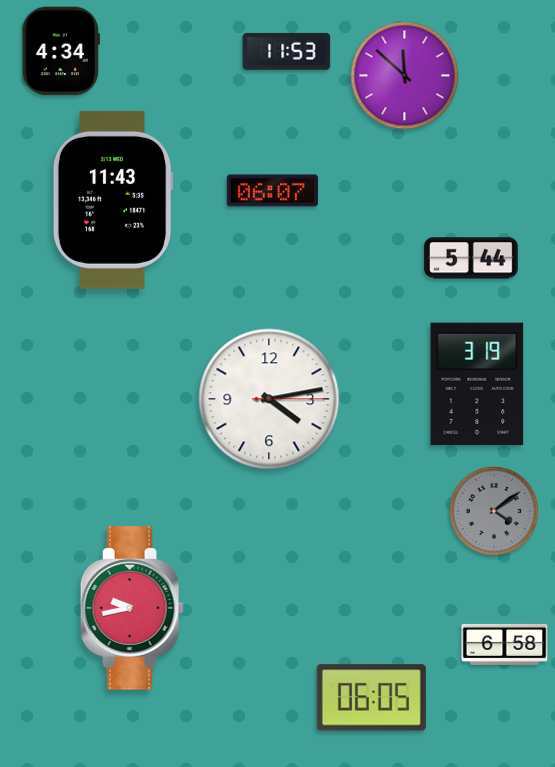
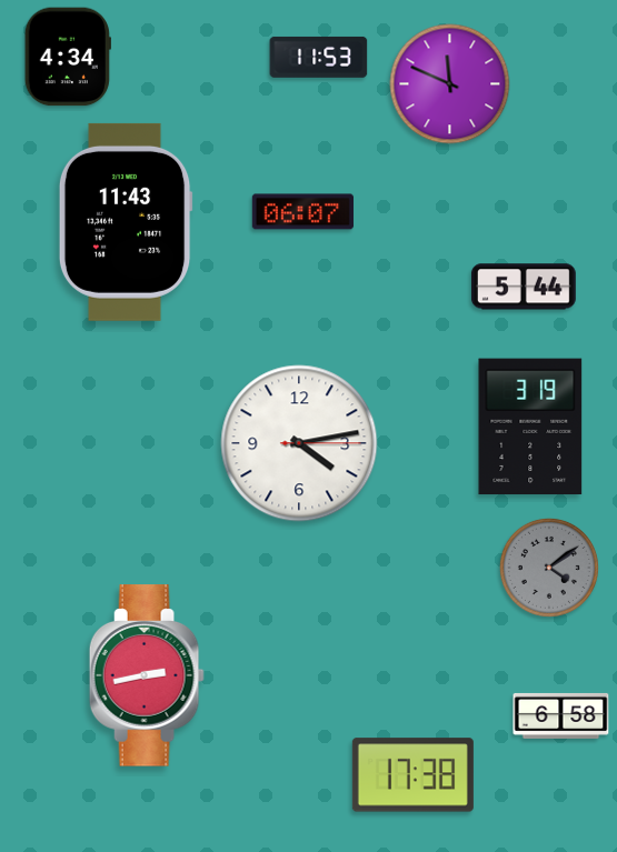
clock at (405, 76): 11:52 -> 11:49
clock at (132, 608): 9:43 -> 2:43
clock at (371, 698): 06:05 -> 17:38
